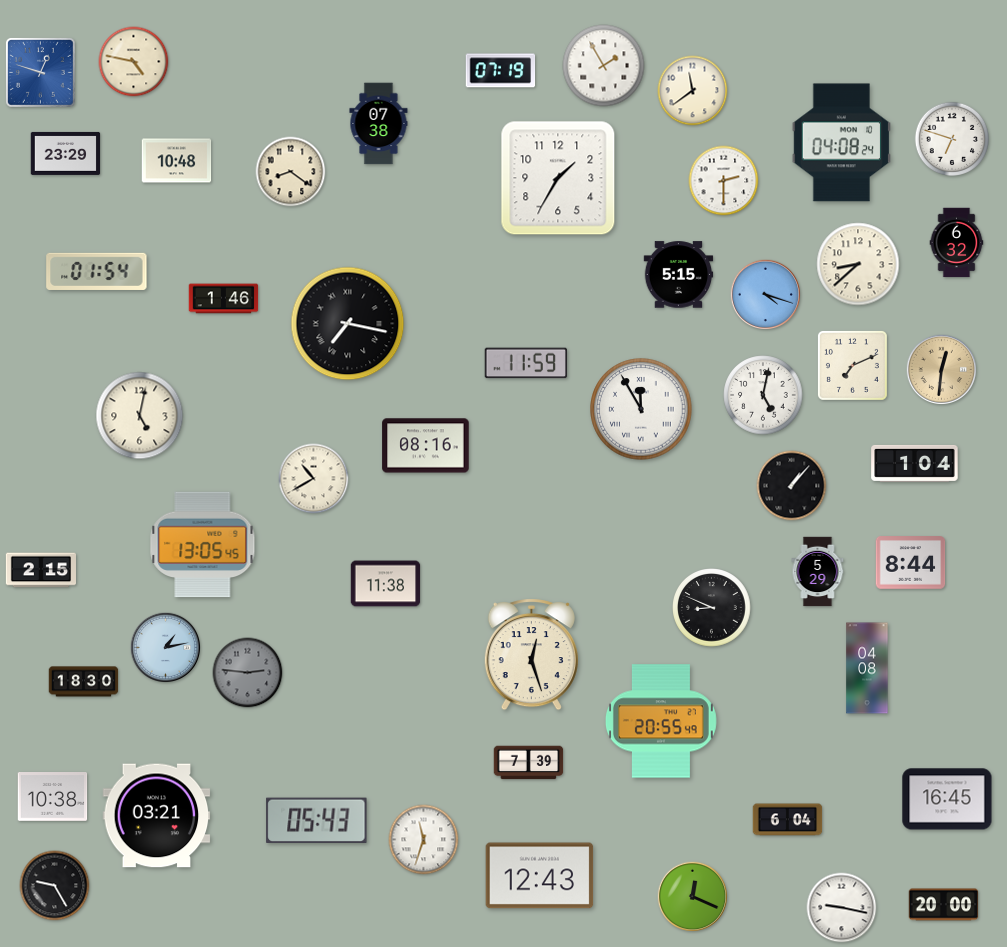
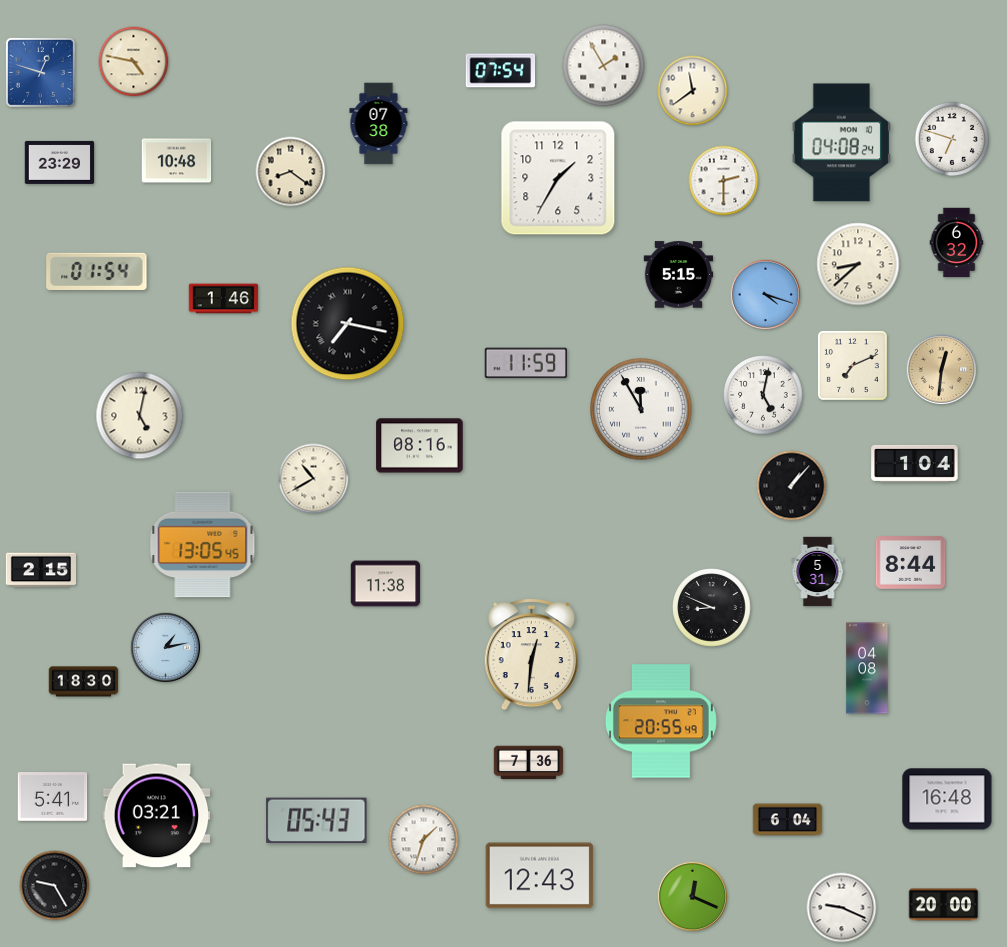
clock at (501, 71): 07:19 -> 07:54
clock at (66, 153) position: (66, 153) -> (60, 162)
clock at (426, 446) position: (426, 446) -> (420, 446)
clock at (818, 572): 5:29 -> 5:31
clock at (531, 655): 12:27 -> 12:31
clock at (248, 673): 2:46 -> none
clock at (529, 763): 7:39 -> 7:36
clock at (53, 797): 10:38 -> 5:41
clock at (947, 799): 16:45 -> 16:48
clock at (424, 840): 11:33 -> 1:33
clock at (842, 908): 9:17 -> 9:19
